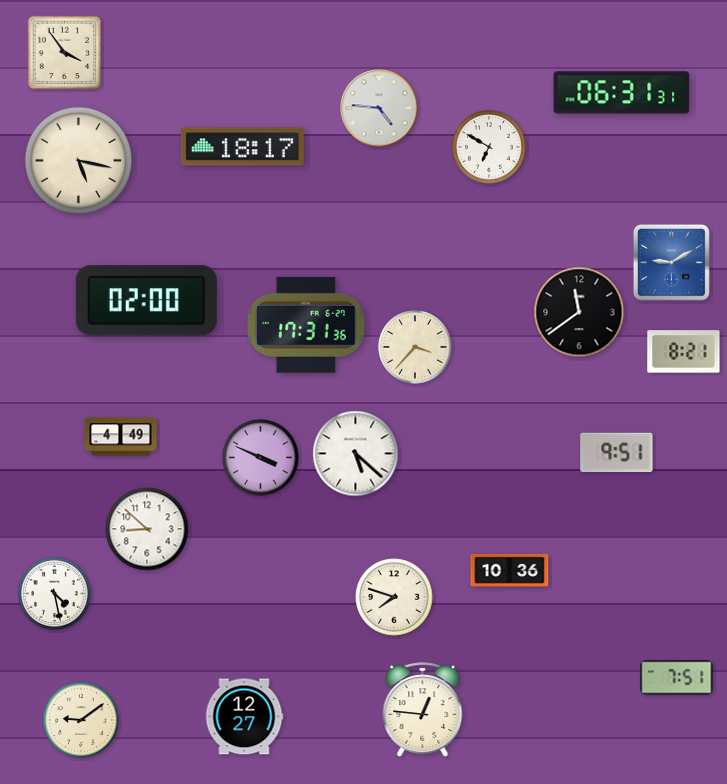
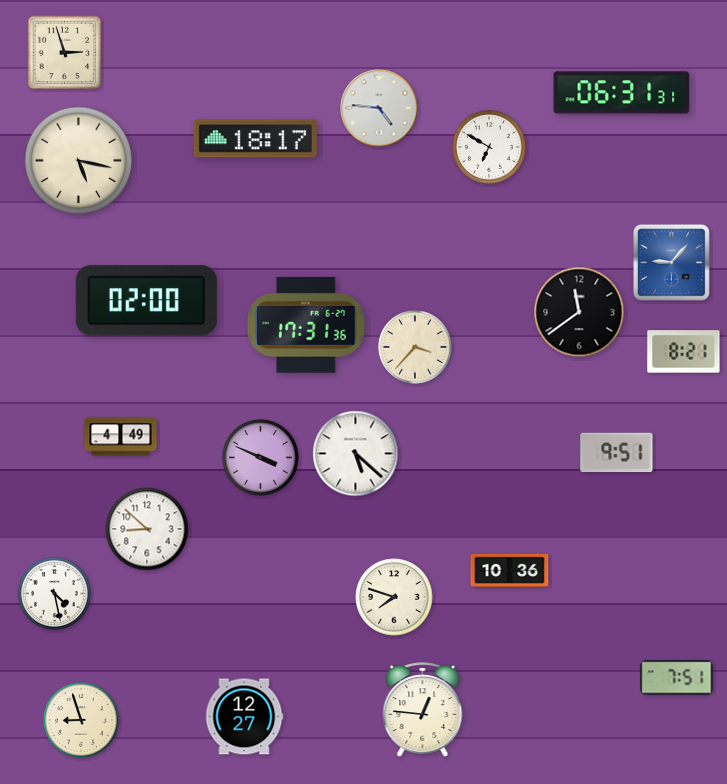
clock at (65, 53): 3:54 -> 2:57
clock at (242, 147) position: (242, 147) -> (255, 139)
clock at (671, 262): 9:10 -> 9:07
clock at (81, 720): 9:09 -> 8:57
